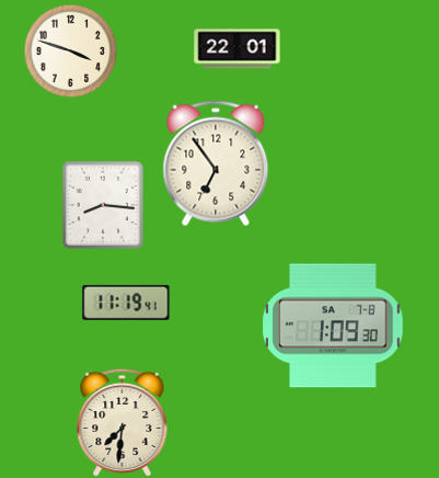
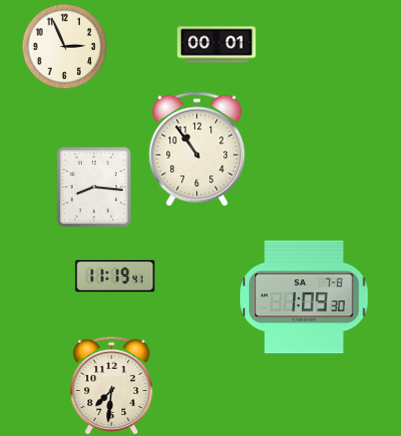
clock at (238, 49): 22:01 -> 00:01
clock at (70, 50): 3:48 -> 2:56
clock at (216, 163): 6:54 -> 10:54
